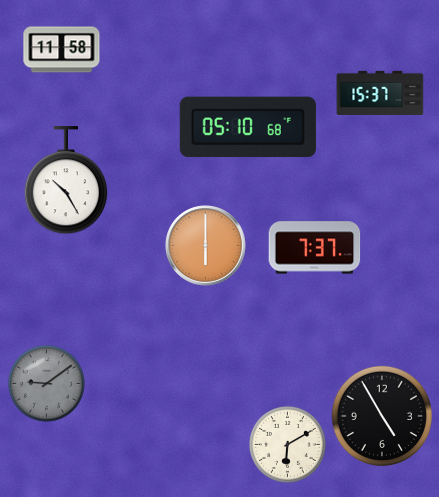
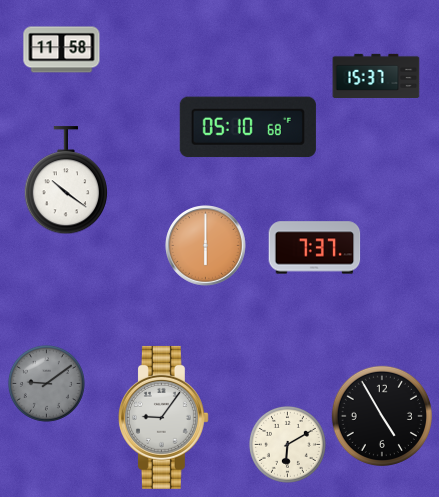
clock at (380, 92) position: (380, 92) -> (376, 75)
clock at (65, 181): 10:25 -> 10:21
clock at (163, 417): none -> 9:06
